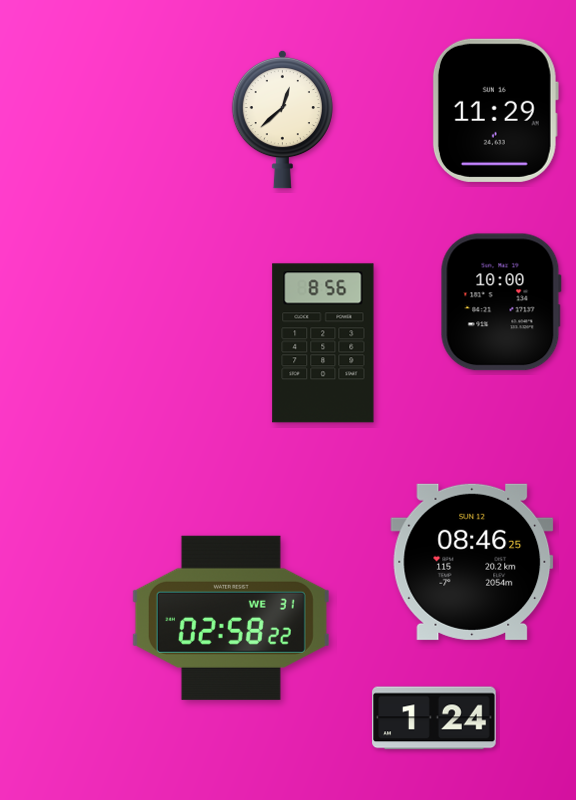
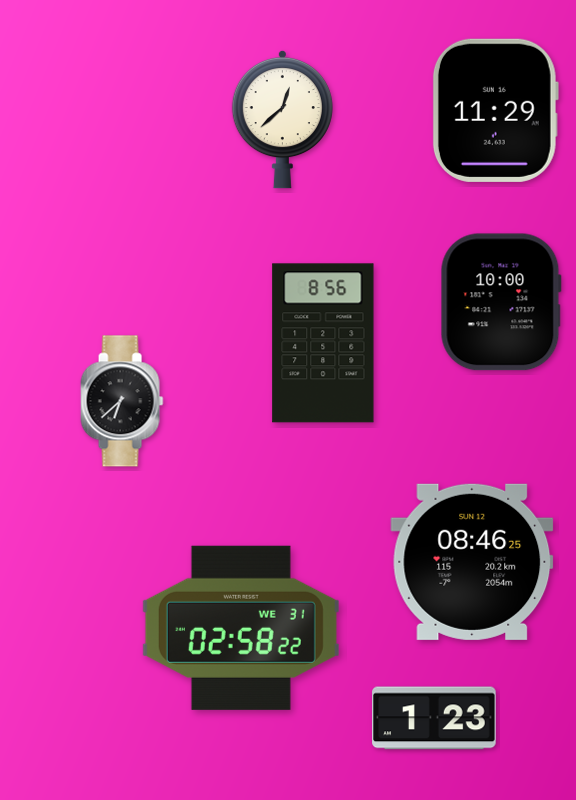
clock at (122, 401): none -> 6:38
clock at (231, 618) position: (231, 618) -> (241, 628)
clock at (434, 718): 1:24 -> 1:23
